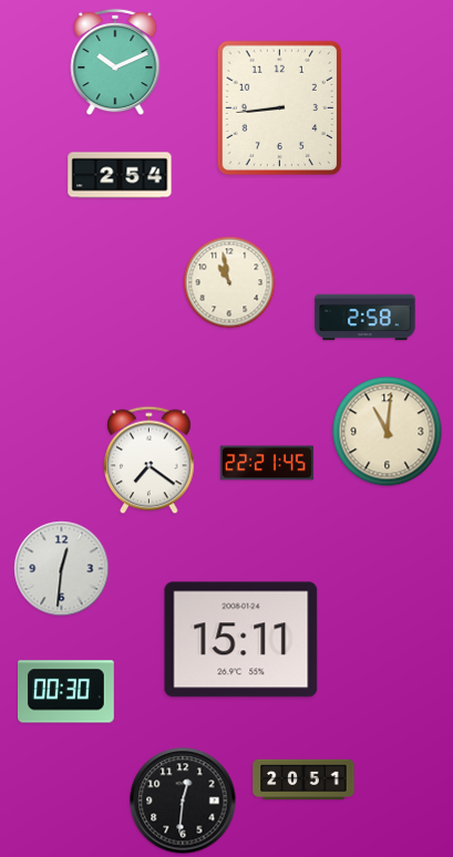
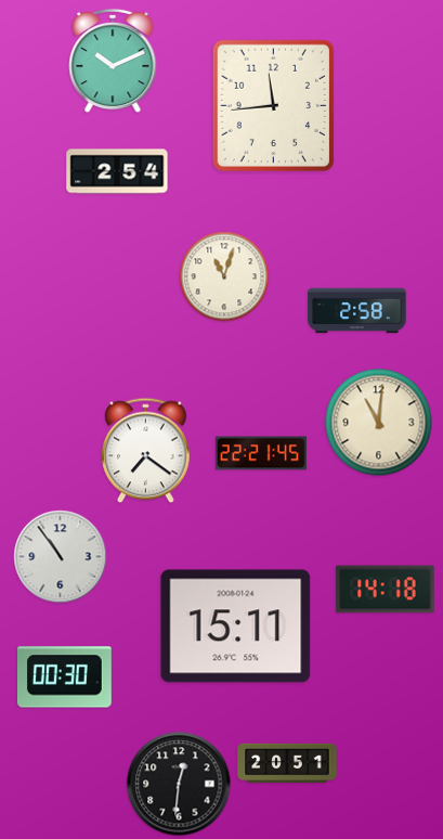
clock at (279, 107): 8:44 -> 11:44
clock at (229, 282): 10:58 -> 11:03
clock at (62, 569): 12:31 -> 10:54
clock at (386, 590): none -> 14:18
clock at (303, 779) position: (303, 779) -> (287, 763)
